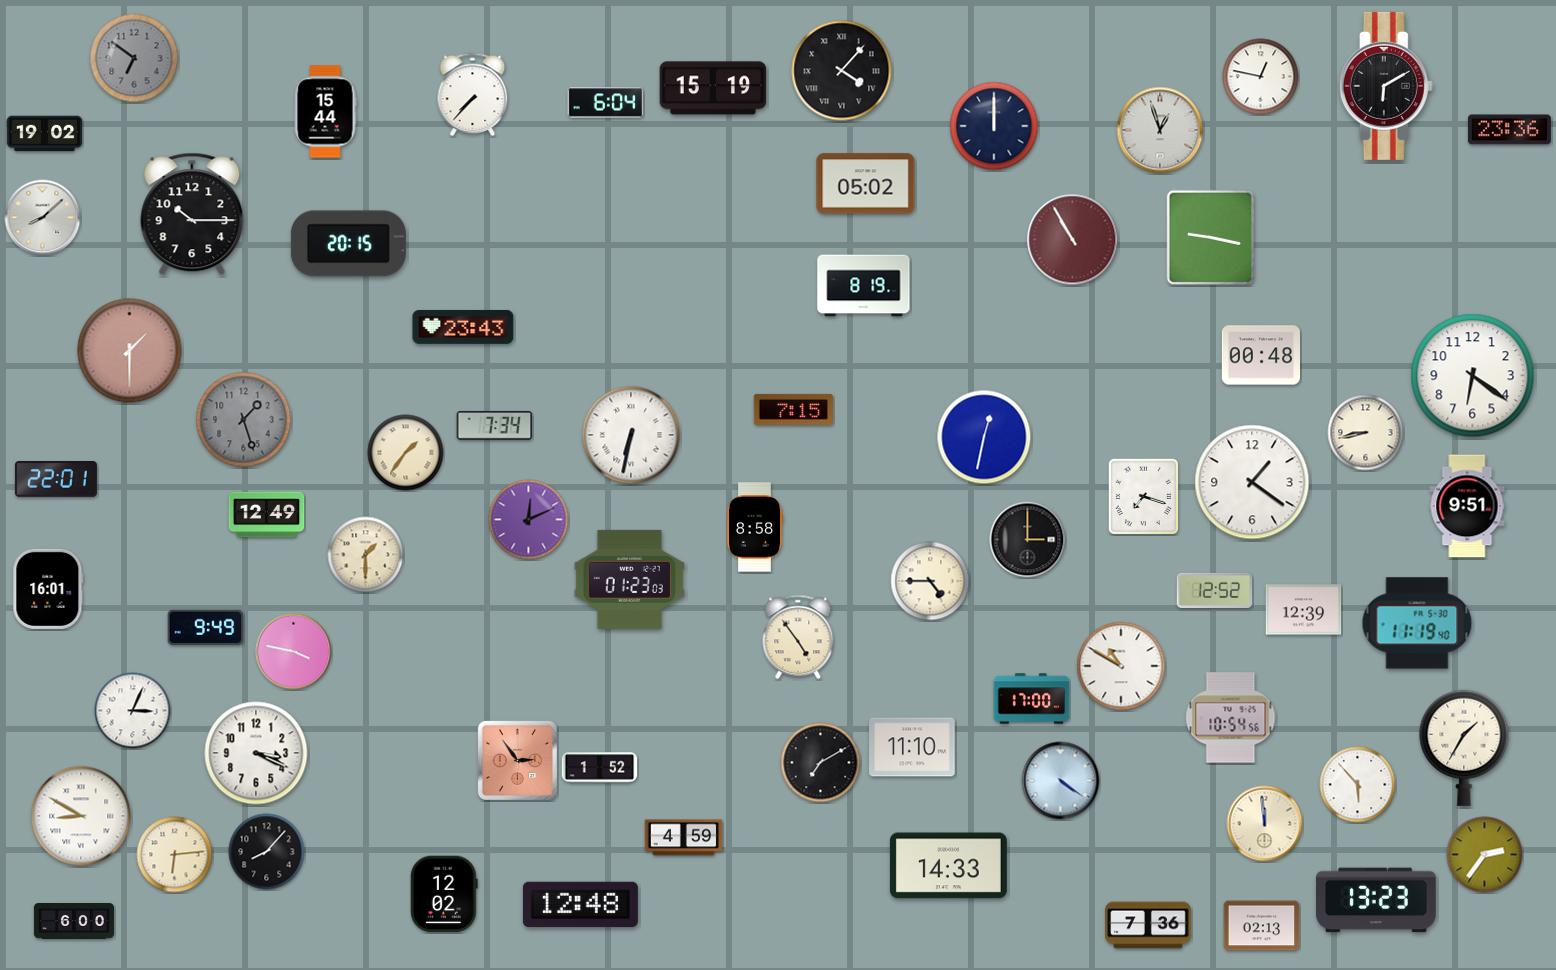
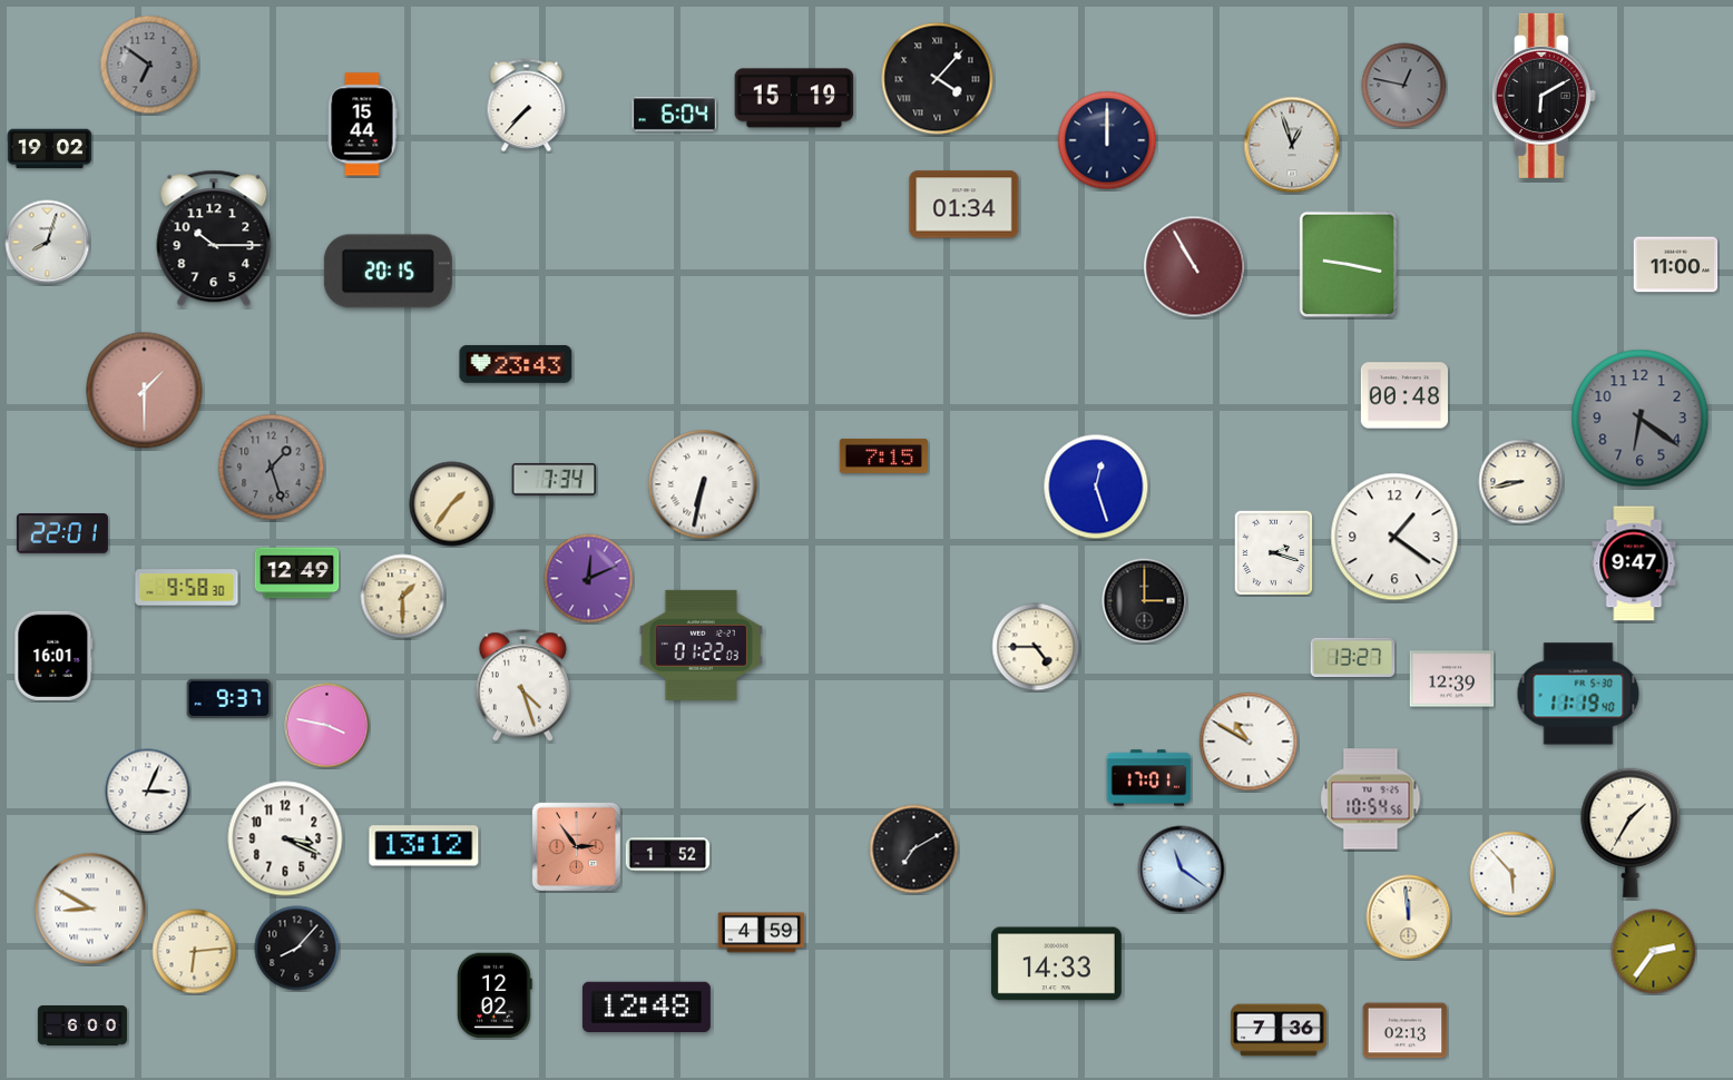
clock at (1261, 77) dial: white -> grey
clock at (1509, 130): 23:36 -> none
clock at (866, 184): 05:02 -> 01:34
clock at (43, 218): 8:08 -> 8:03
clock at (1676, 265): none -> 11:00
clock at (864, 286): 8:19 -> none
clock at (1473, 376) dial: white -> grey
clock at (495, 426) position: (495, 426) -> (555, 480)
clock at (984, 437): 12:32 -> 12:27
clock at (1143, 496): 7:18 -> 2:18
clock at (1467, 506): 9:51 -> 9:47
clock at (754, 527): 8:58 -> none
clock at (187, 588): none -> 9:58
clock at (366, 555) position: (366, 555) -> (403, 597)
clock at (629, 579): 01:23 -> 01:22
clock at (1215, 590): 12:52 -> 13:27
clock at (522, 686): none -> 4:27
clock at (206, 627): 9:49 -> 9:37
clock at (798, 637): 4:54 -> none
clock at (1032, 699): 17:00 -> 17:01
clock at (912, 747): 11:10 -> none
clock at (424, 846): none -> 13:12
clock at (1061, 781): 4:21 -> 11:21
clock at (1376, 900): 13:23 -> none
